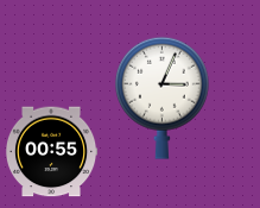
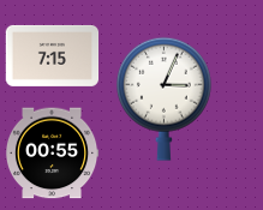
clock at (52, 55): none -> 7:15
